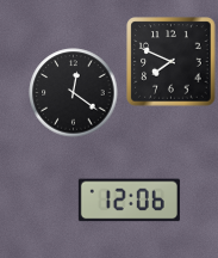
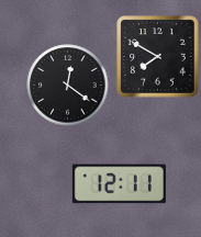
clock at (172, 62): 7:49 -> 7:50
clock at (129, 201): 12:06 -> 12:11
